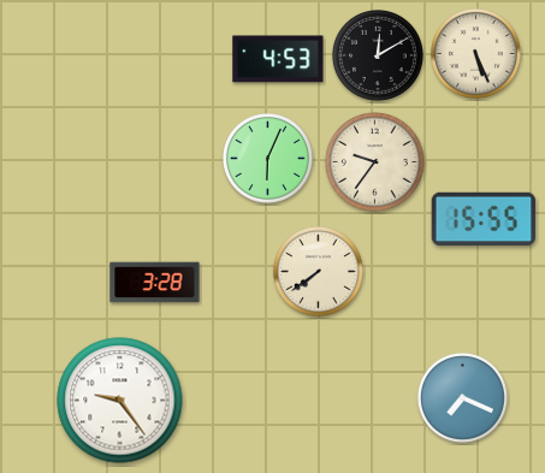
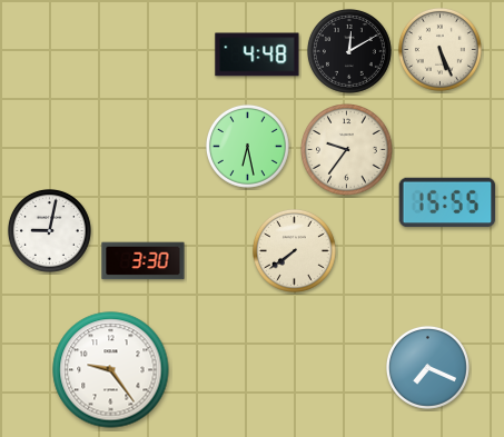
clock at (278, 59): 4:53 -> 4:48
clock at (267, 158): 6:04 -> 6:28
clock at (49, 230): none -> 9:02
clock at (155, 283): 3:28 -> 3:30
